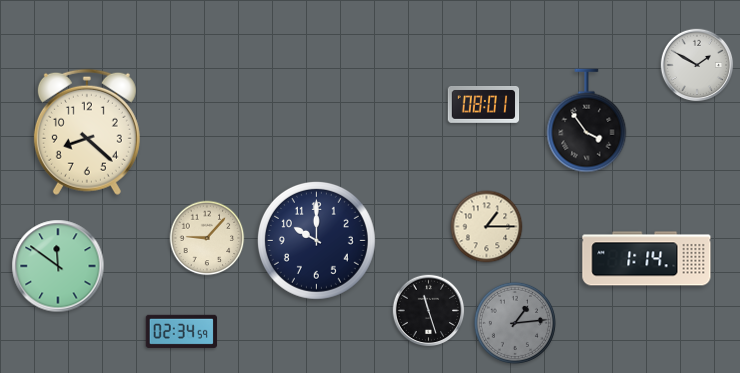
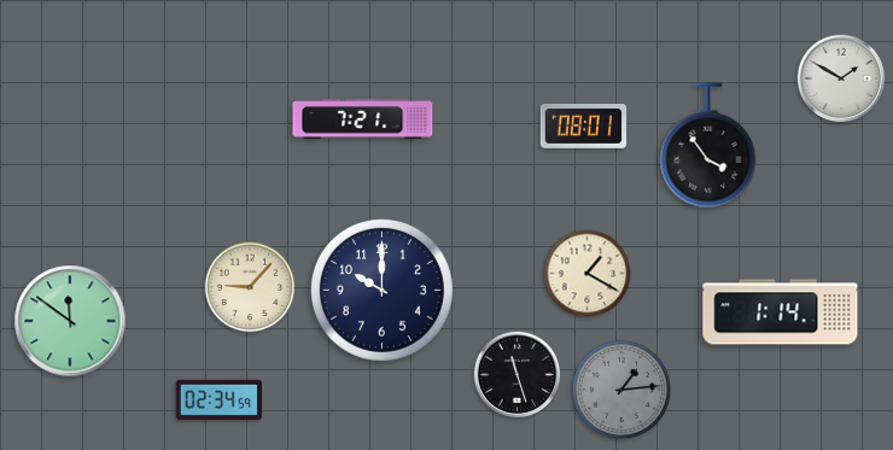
clock at (363, 119): none -> 7:21
clock at (87, 132): 8:22 -> none
clock at (487, 227): 1:15 -> 1:20
